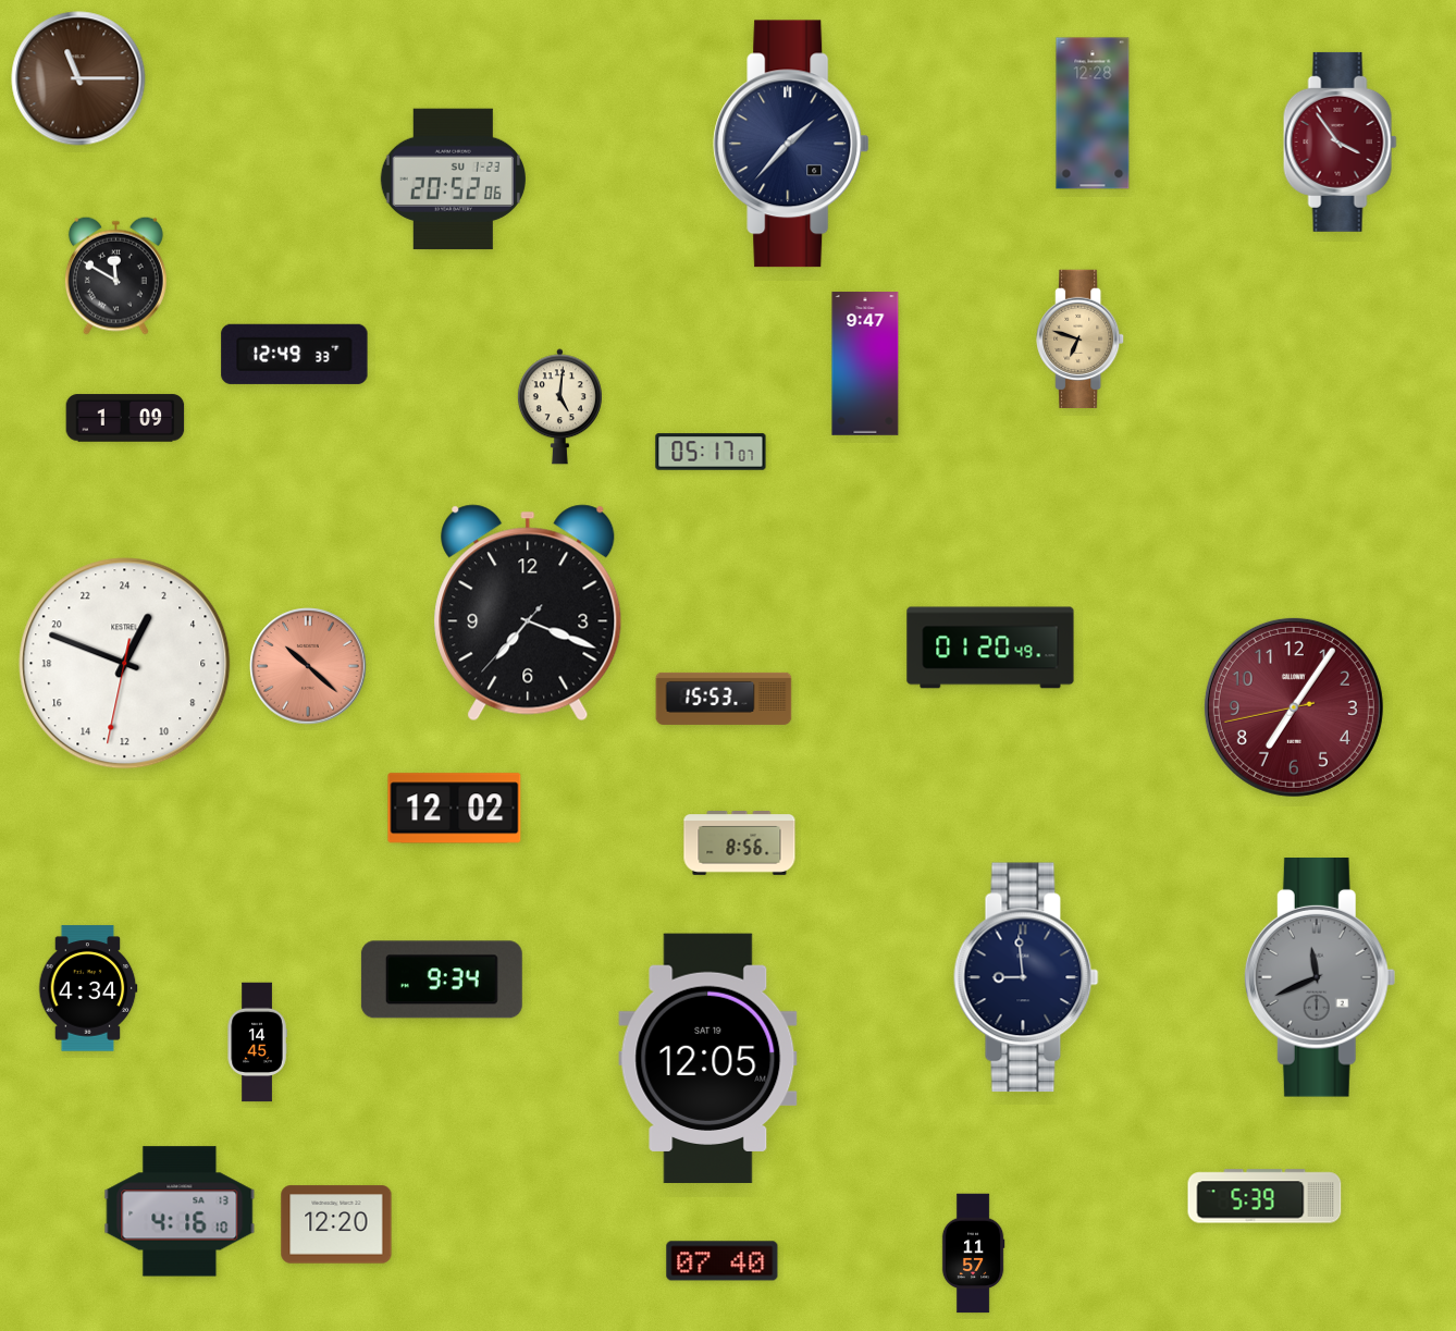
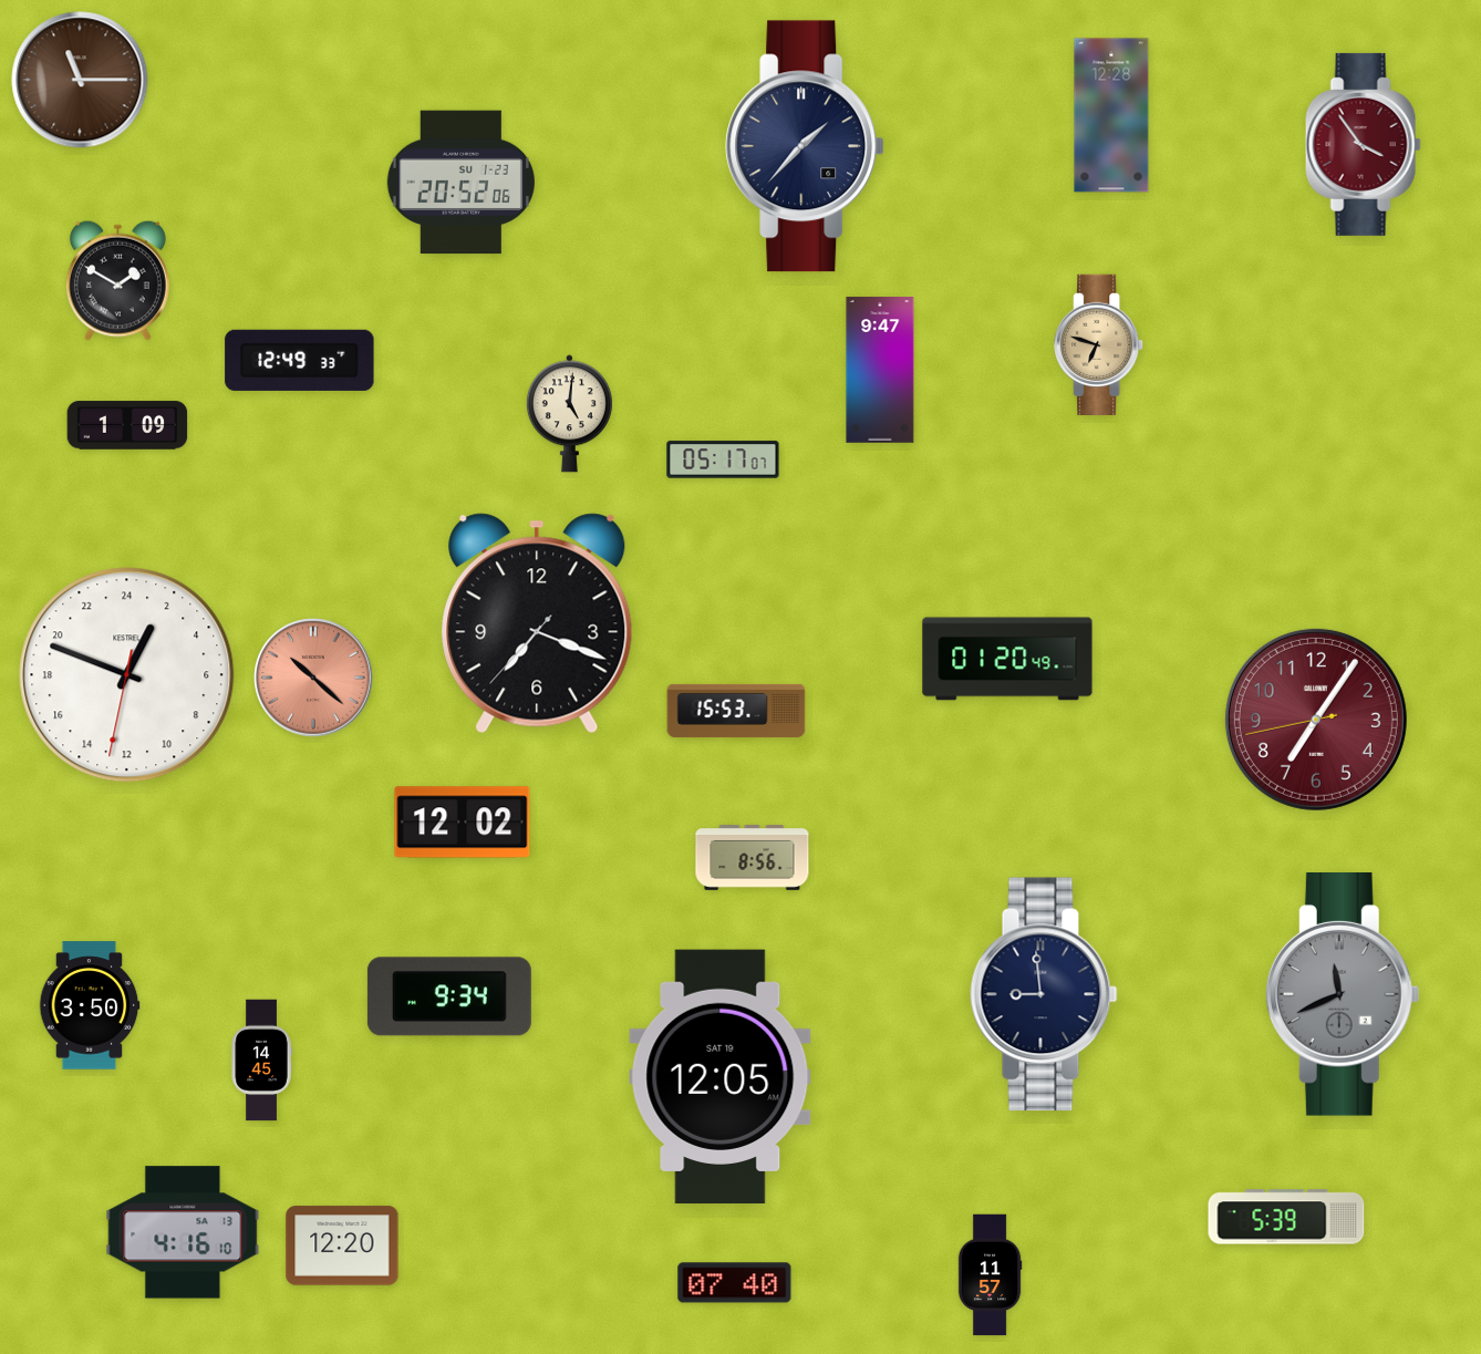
clock at (115, 275): 11:50 -> 1:50
clock at (88, 988): 4:34 -> 3:50
